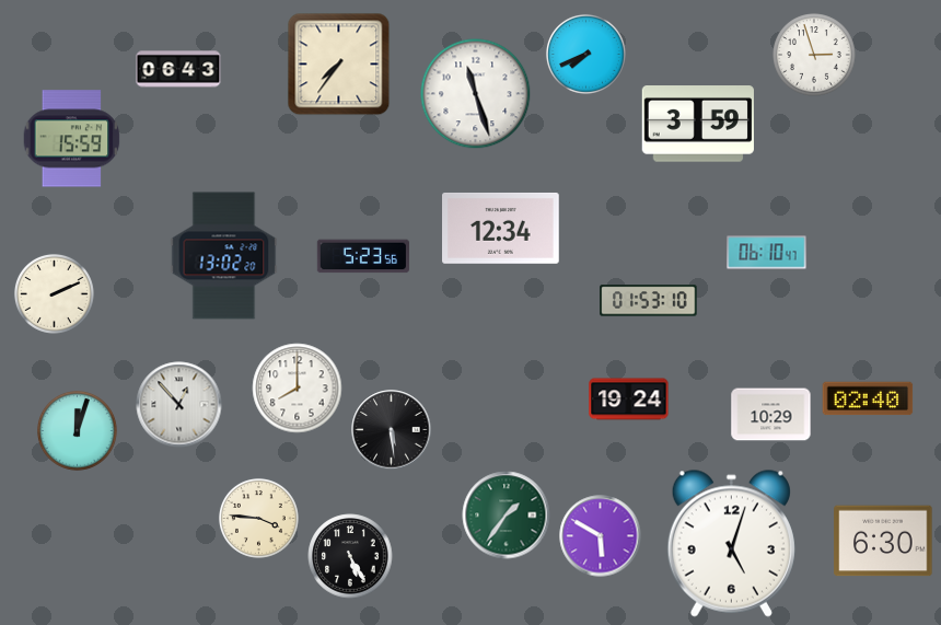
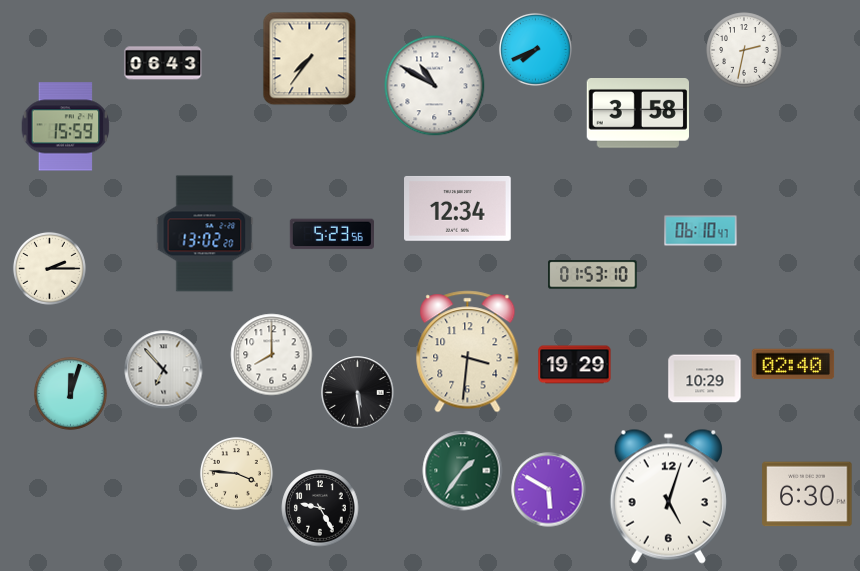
clock at (814, 55): 2:57 -> 2:32
clock at (476, 94): 11:27 -> 10:50
clock at (698, 125): 3:59 -> 3:58
clock at (54, 293): 2:11 -> 2:15
clock at (468, 352): none -> 3:31
clock at (629, 400): 19:24 -> 19:29
clock at (179, 405): 12:53 -> 6:53
clock at (350, 556): 5:25 -> 9:25
